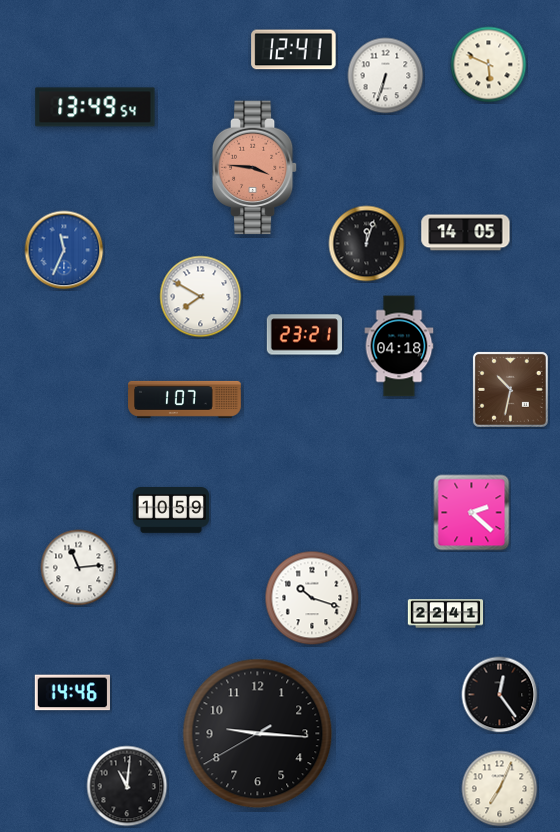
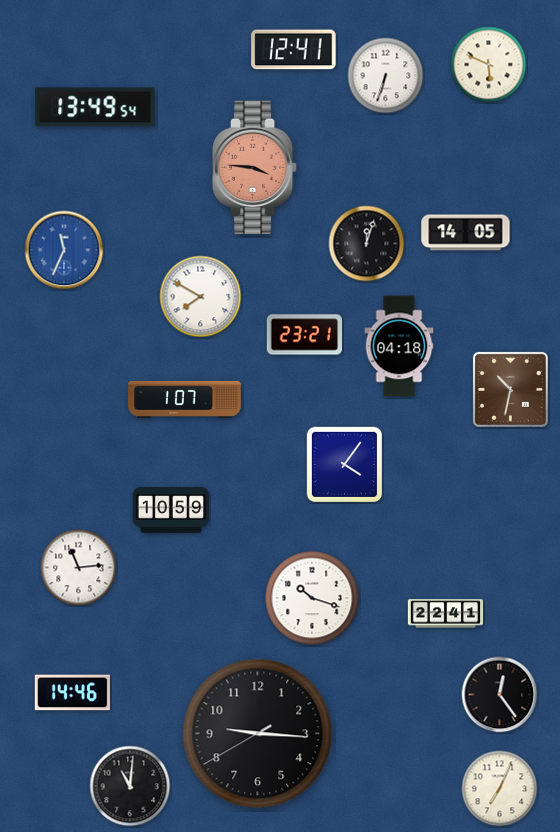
clock at (344, 464): none -> 4:06
clock at (472, 513): 2:22 -> none
clock at (127, 786) position: (127, 786) -> (130, 786)
